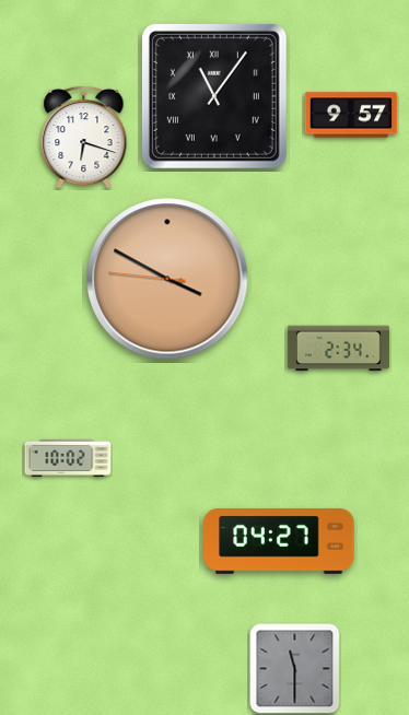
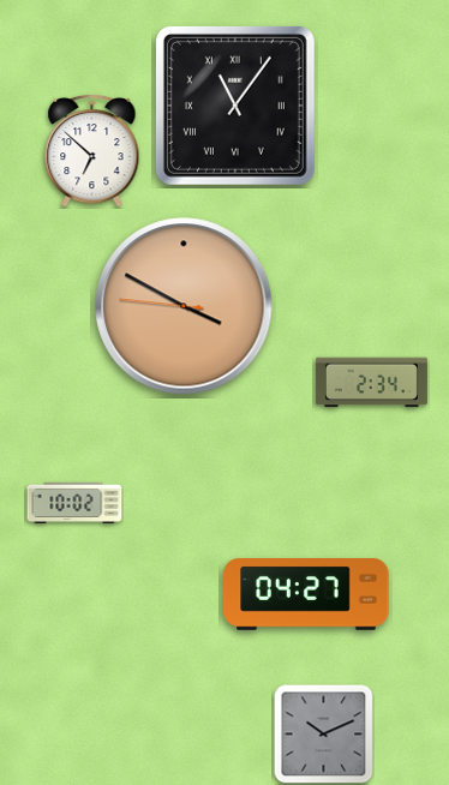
clock at (351, 115): 9:57 -> none
clock at (84, 137): 6:18 -> 6:52
clock at (295, 669): 11:30 -> 10:11
